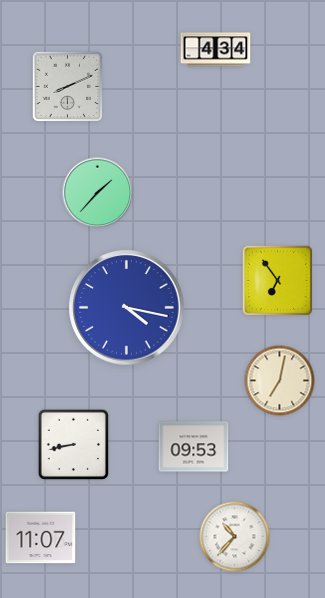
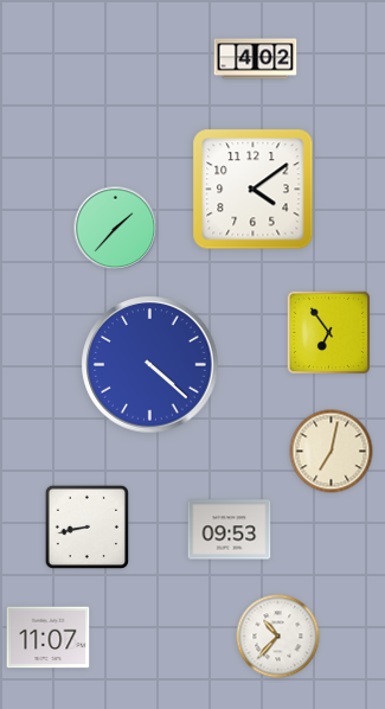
clock at (216, 50): 4:34 -> 4:02
clock at (68, 87): 8:11 -> none
clock at (254, 190): none -> 4:09
clock at (127, 308): 4:17 -> 4:22
